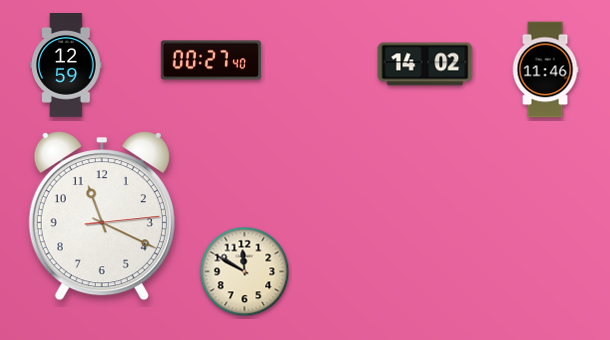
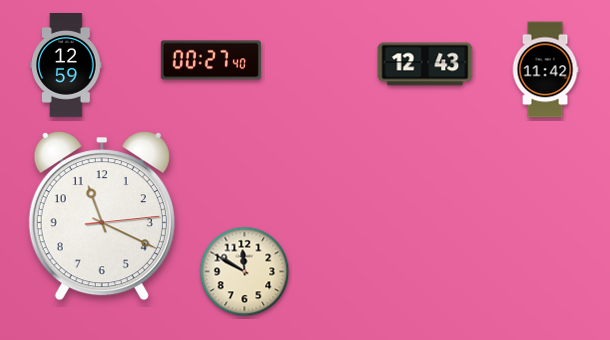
clock at (425, 64): 14:02 -> 12:43
clock at (545, 70): 11:46 -> 11:42
